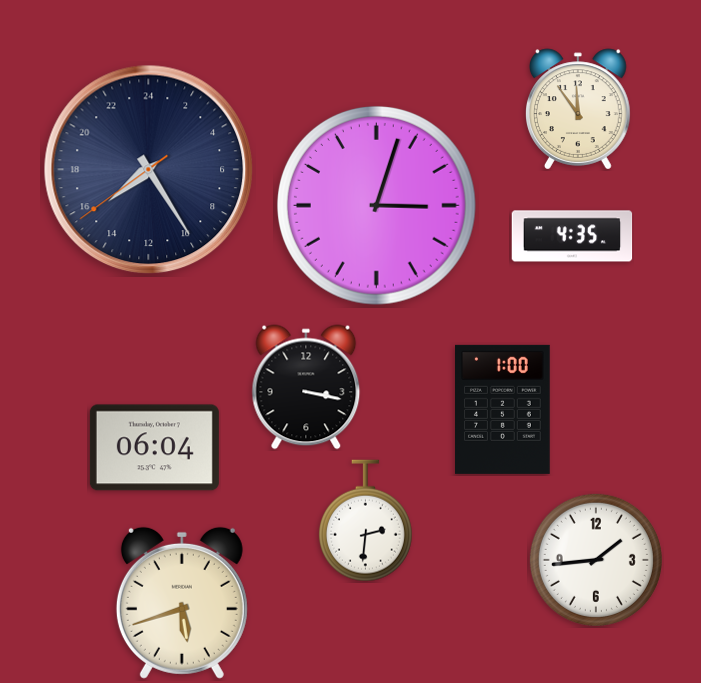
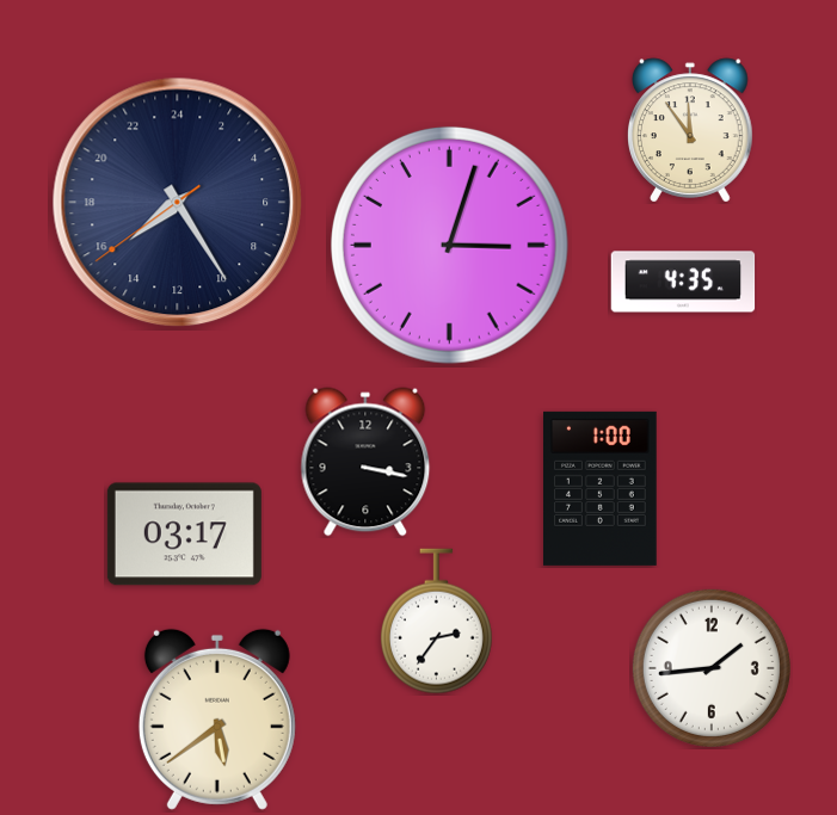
clock at (154, 448): 06:04 -> 03:17
clock at (365, 521): 2:31 -> 2:36
clock at (182, 603): 5:42 -> 5:39
